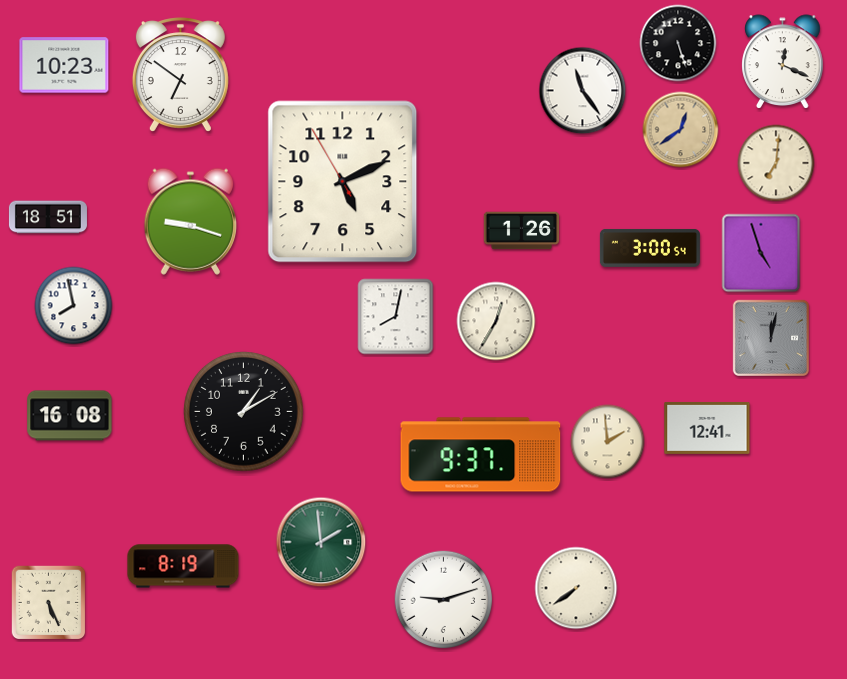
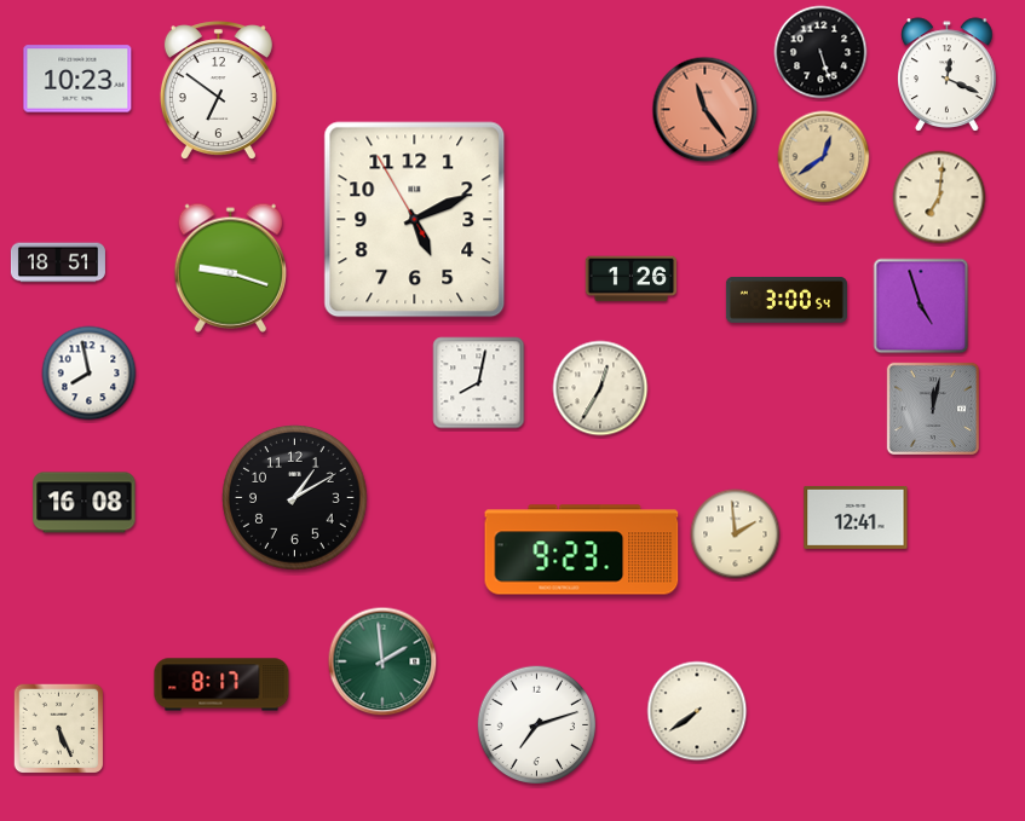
clock at (583, 91) dial: white -> salmon
clock at (74, 306) position: (74, 306) -> (90, 374)
clock at (481, 455): 9:37 -> 9:23
clock at (321, 542) position: (321, 542) -> (382, 661)
clock at (183, 566): 8:19 -> 8:17
clock at (444, 600): 9:12 -> 7:12
